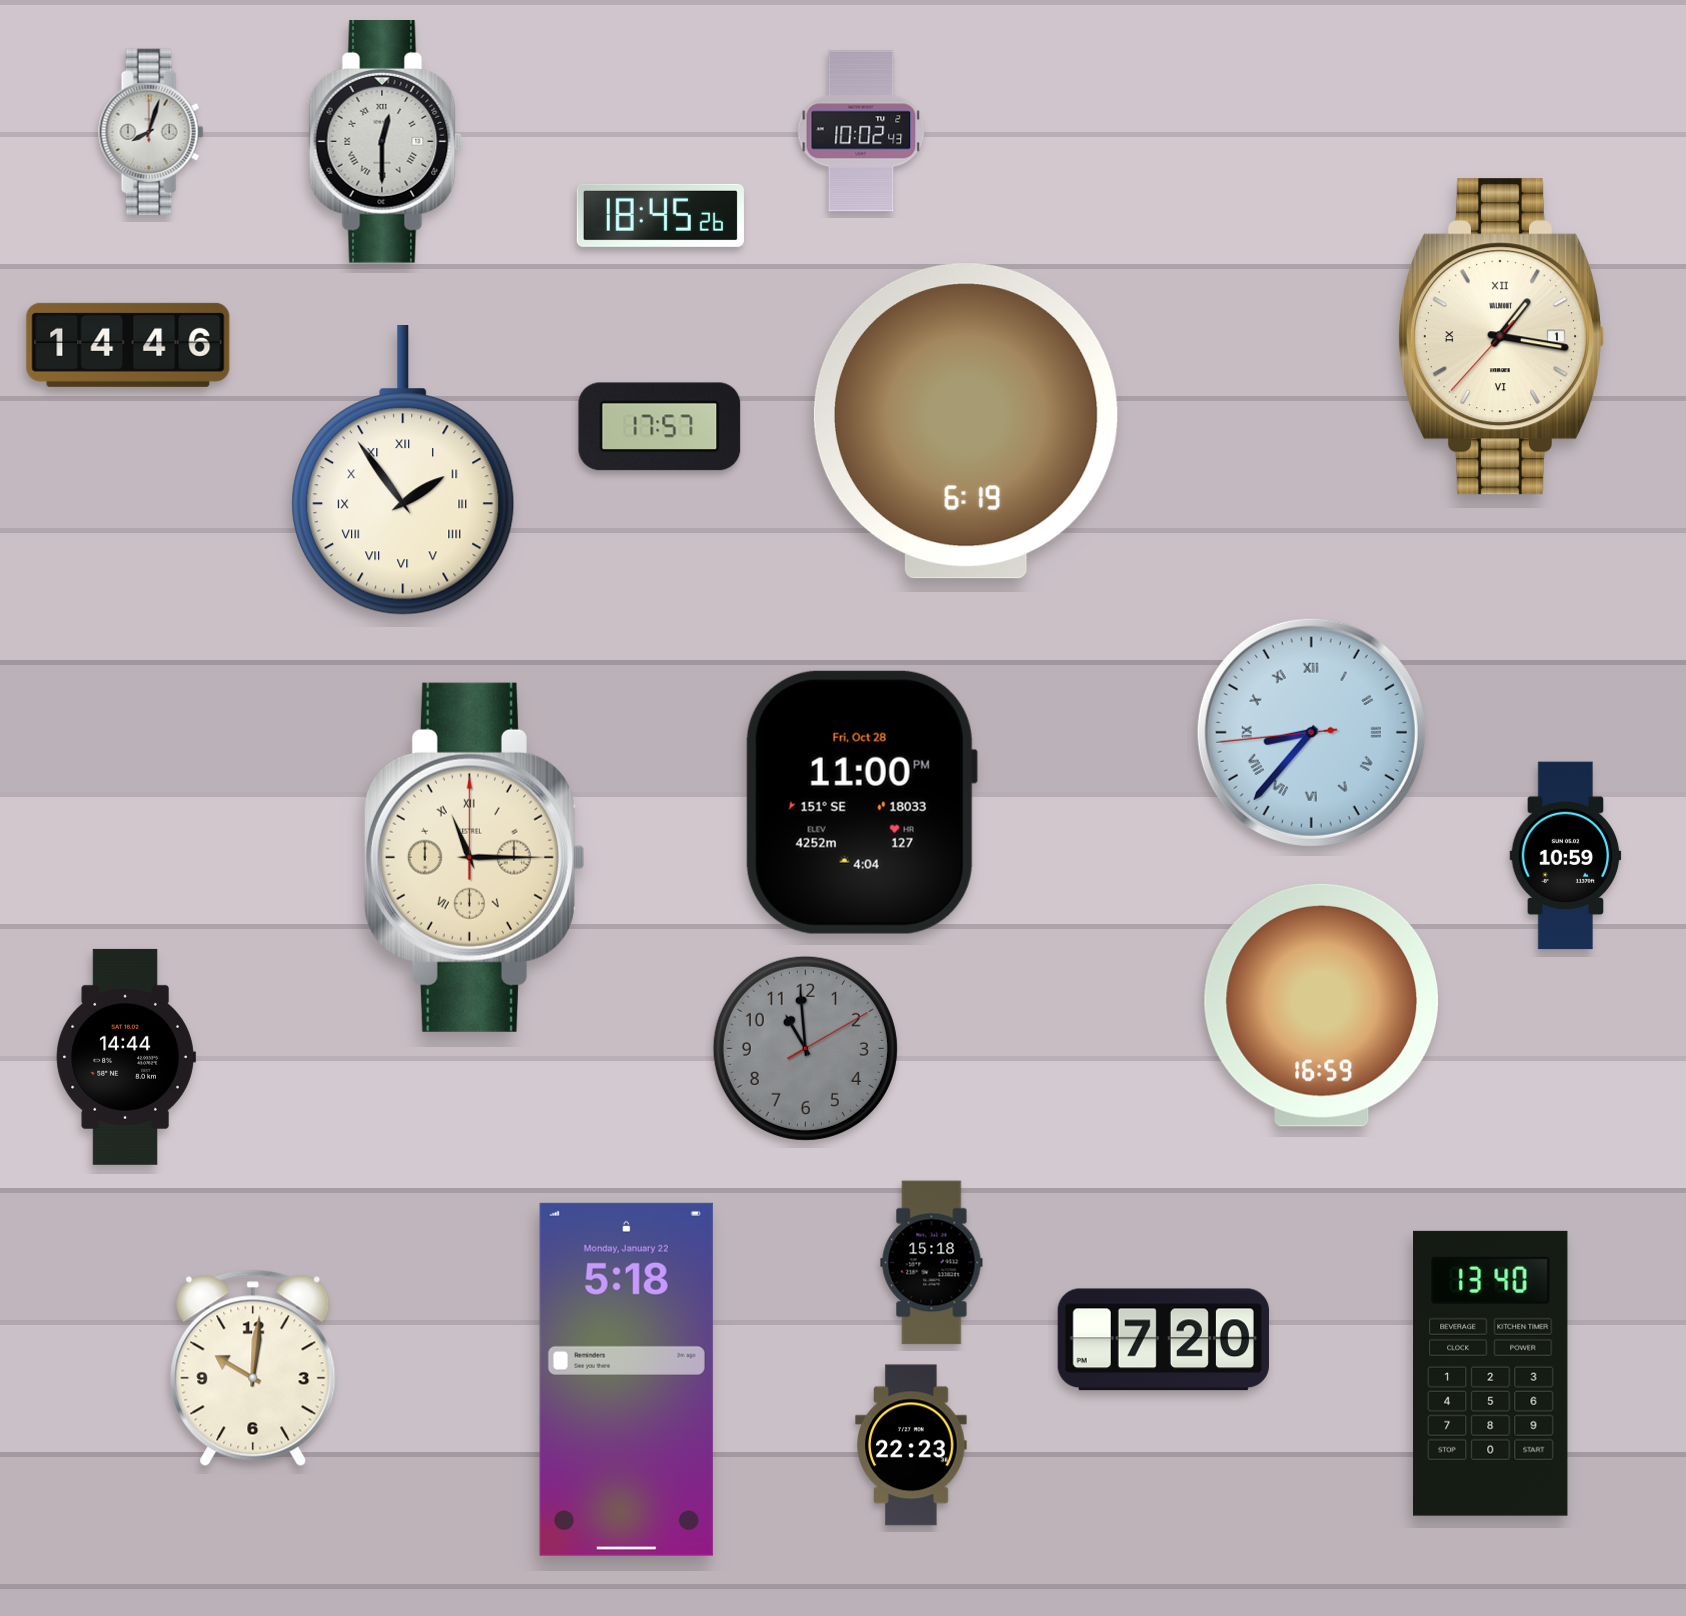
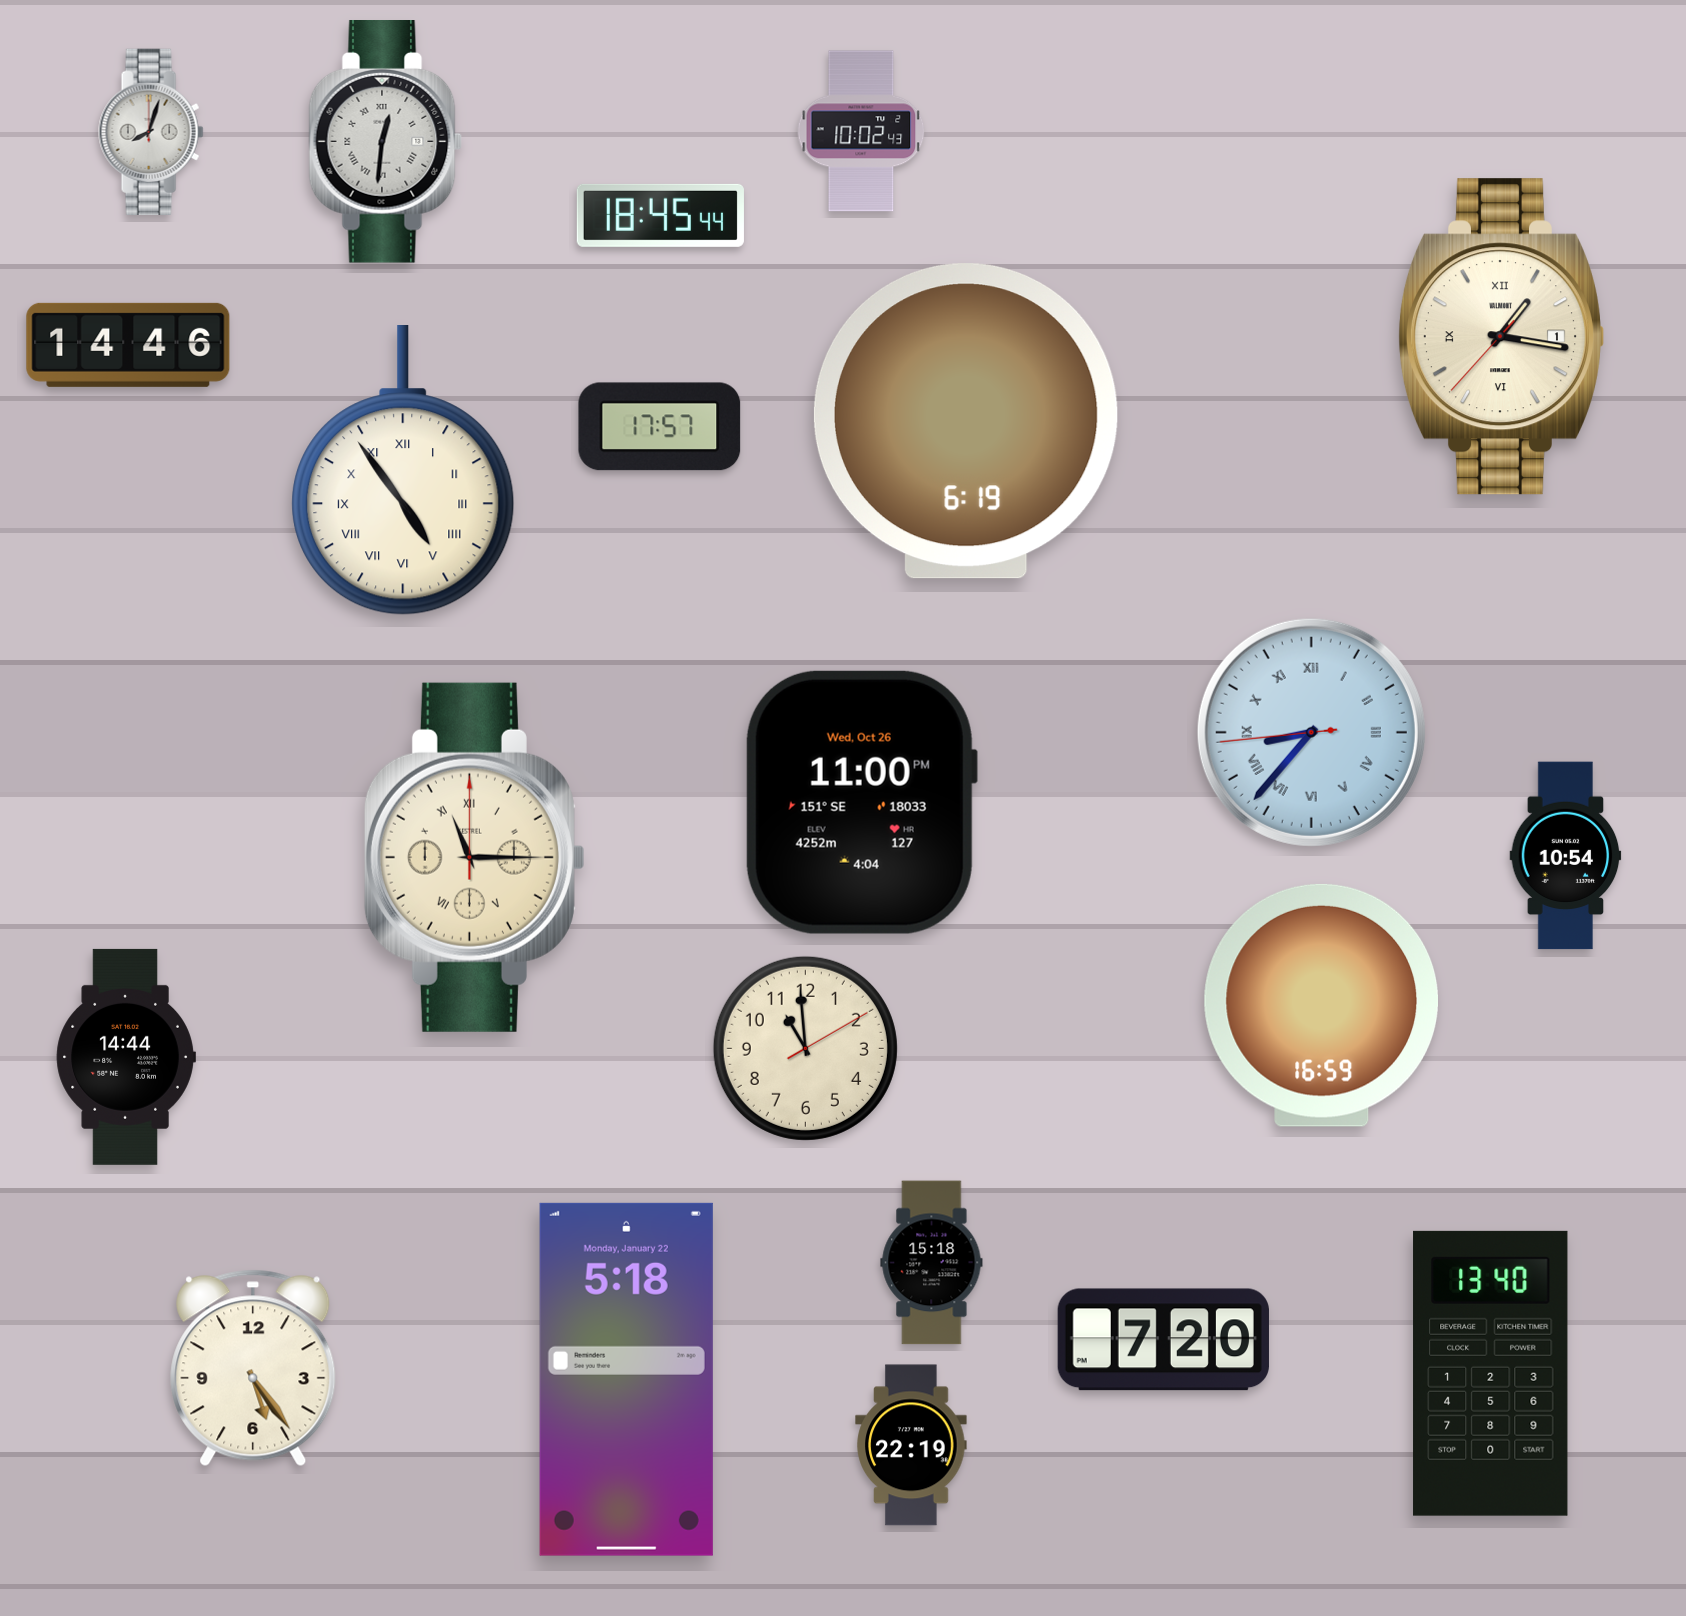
clock at (386, 142): 12:30 -> 12:31
clock at (660, 215): 18:45:26 -> 18:45:44
clock at (403, 471): 1:54 -> 4:54
clock at (861, 802) date: Fri, Oct 28 -> Wed, Oct 26
clock at (1566, 856): 10:59 -> 10:54
clock at (805, 1048) dial: grey -> cream
clock at (253, 1368): 10:01 -> 5:24
clock at (911, 1445): 22:23 -> 22:19
